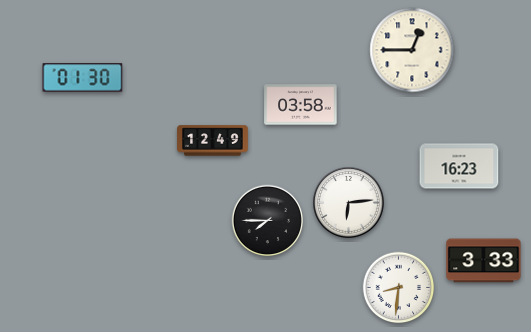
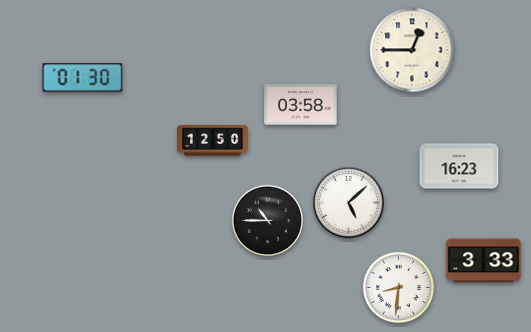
clock at (213, 141): 12:49 -> 12:50
clock at (349, 203): 6:14 -> 5:08
clock at (268, 221): 7:45 -> 10:45
